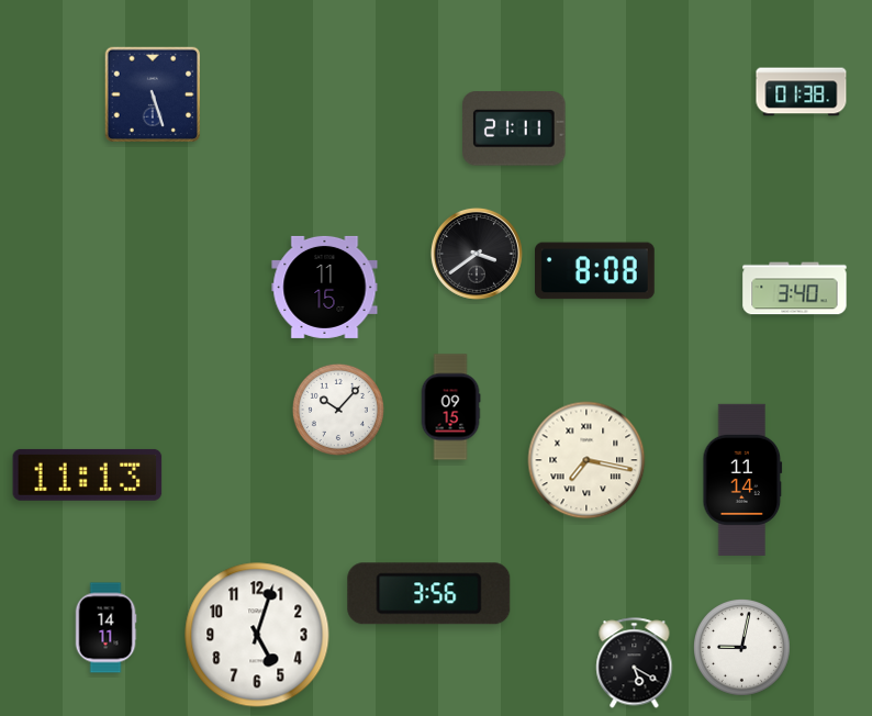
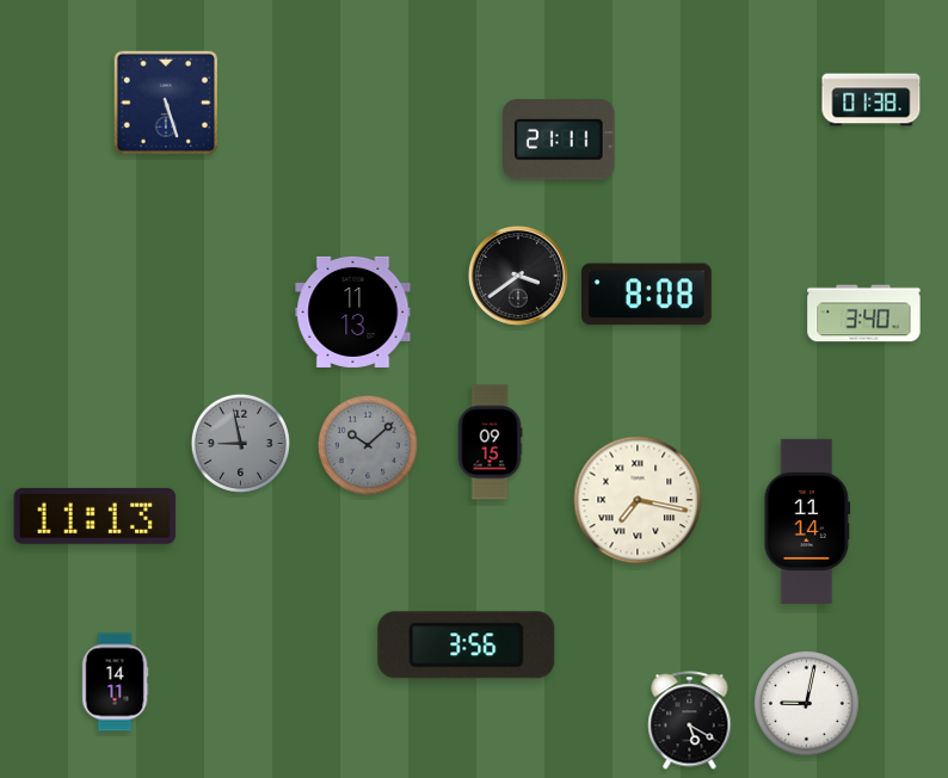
clock at (325, 287): 11:15 -> 11:13
clock at (240, 443): none -> 8:58
clock at (338, 410): 10:07 -> 10:08
clock at (338, 410) dial: white -> grey
clock at (257, 635): 5:03 -> none
